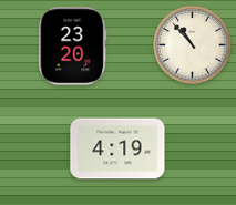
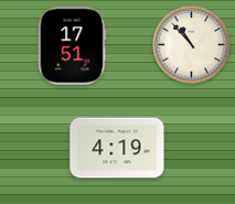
clock at (73, 47): 23:20 -> 17:51
